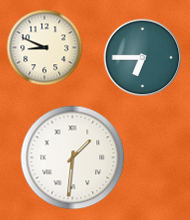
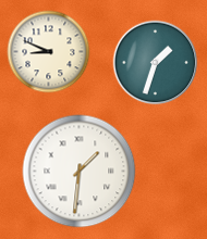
clock at (143, 58): 6:45 -> 1:33
